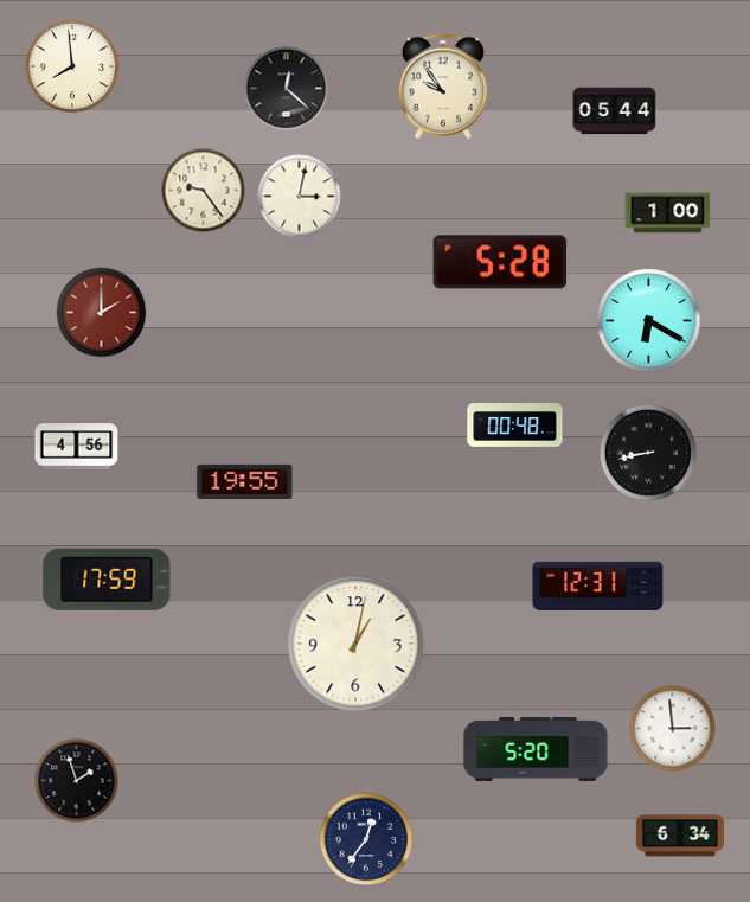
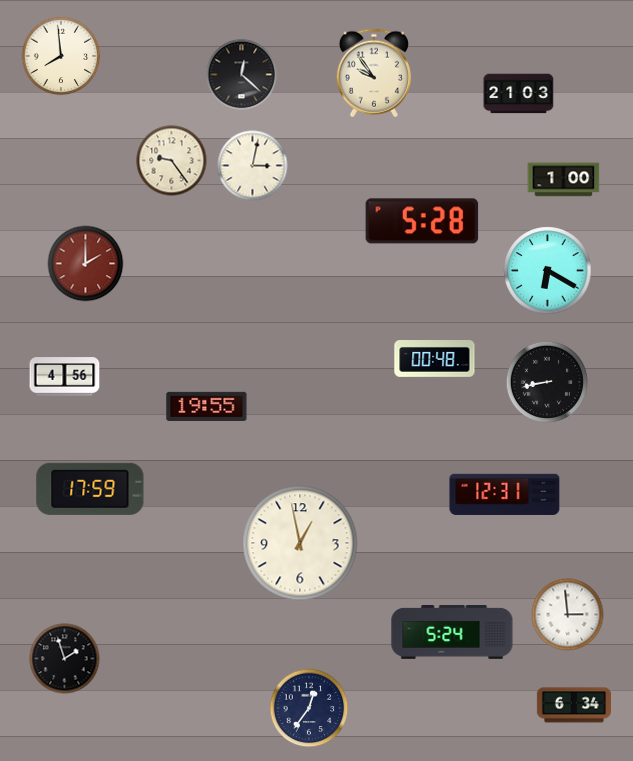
clock at (615, 111): 05:44 -> 21:03
clock at (355, 644): 1:02 -> 12:58
clock at (536, 750): 5:20 -> 5:24
